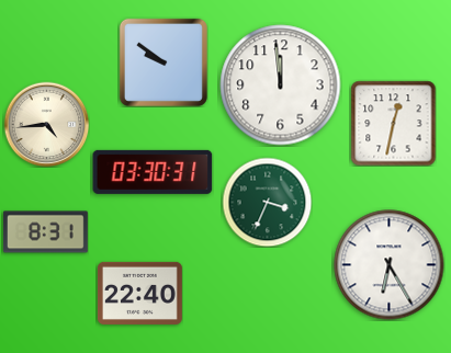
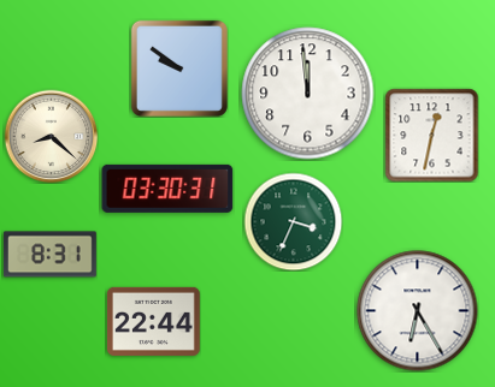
clock at (46, 124): 4:44 -> 8:22
clock at (390, 265) position: (390, 265) -> (418, 311)
clock at (139, 293): 22:40 -> 22:44
